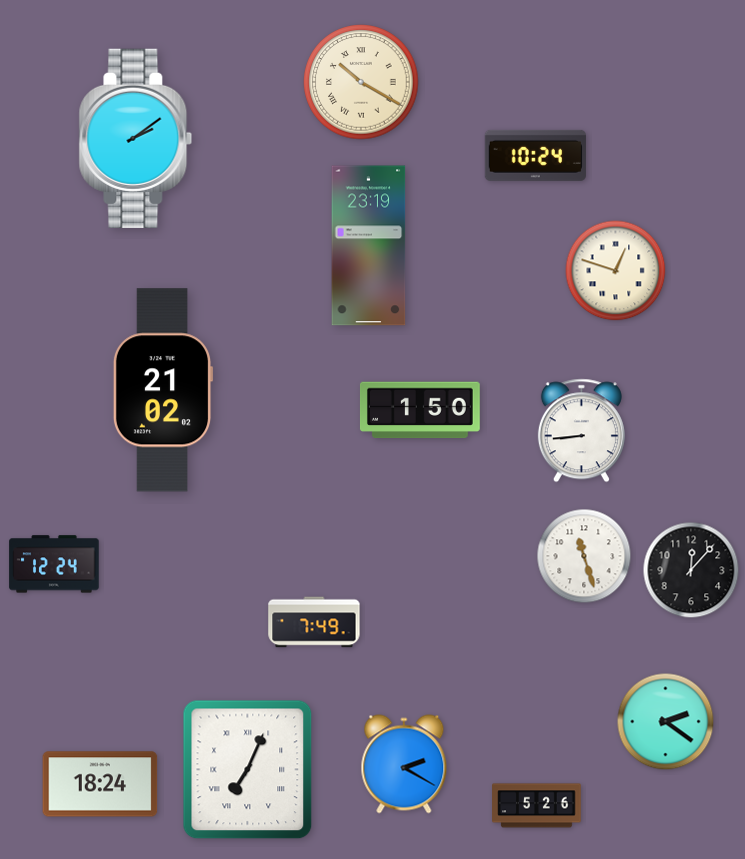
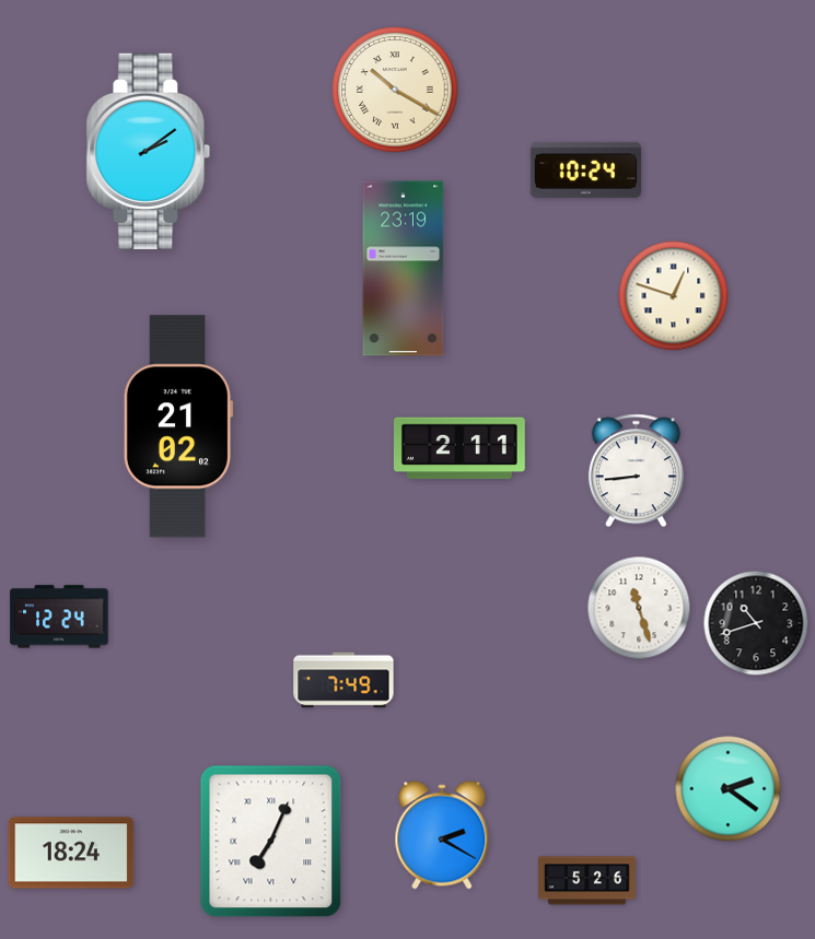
clock at (420, 410): 1:50 -> 2:11
clock at (691, 570): 12:07 -> 10:42
clock at (100, 784) position: (100, 784) -> (71, 853)
